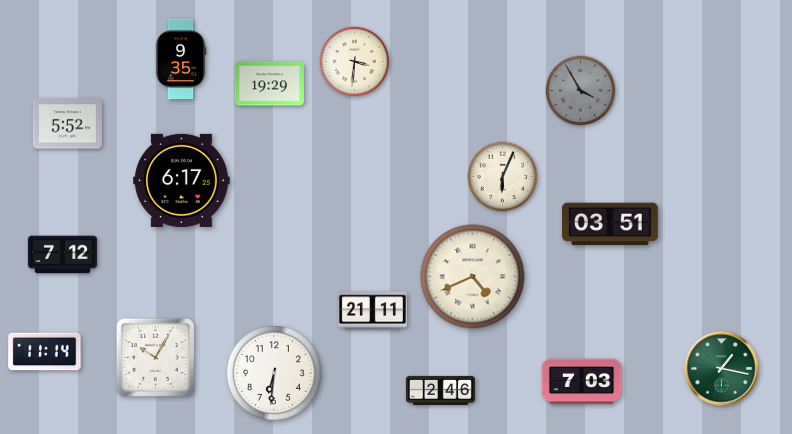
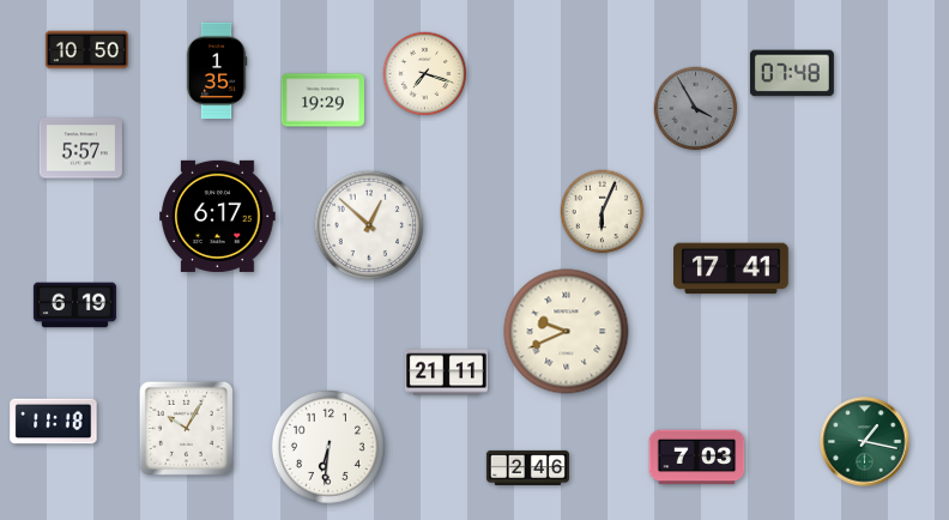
clock at (86, 50): none -> 10:50
clock at (181, 59): 9:35 -> 1:35
clock at (792, 73): none -> 07:48
clock at (355, 62): 3:31 -> 7:18
clock at (67, 124): 5:52 -> 5:57
clock at (369, 225): none -> 12:52
clock at (611, 224): 03:51 -> 17:41
clock at (62, 255): 7:12 -> 6:19
clock at (473, 277): 4:41 -> 9:41
clock at (45, 352): 11:14 -> 11:18
